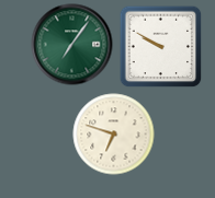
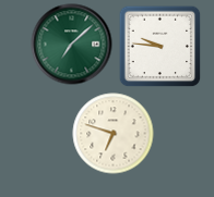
clock at (72, 45): 7:06 -> 7:08
clock at (161, 47): 9:50 -> 9:46
